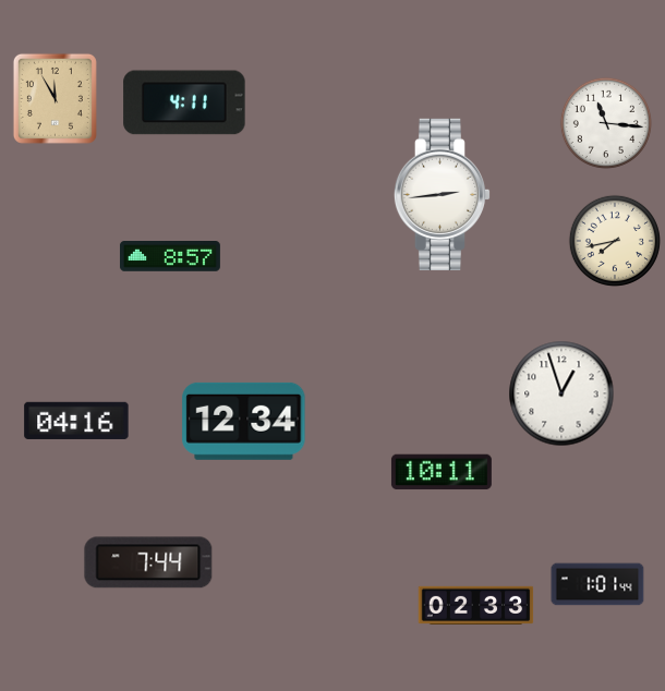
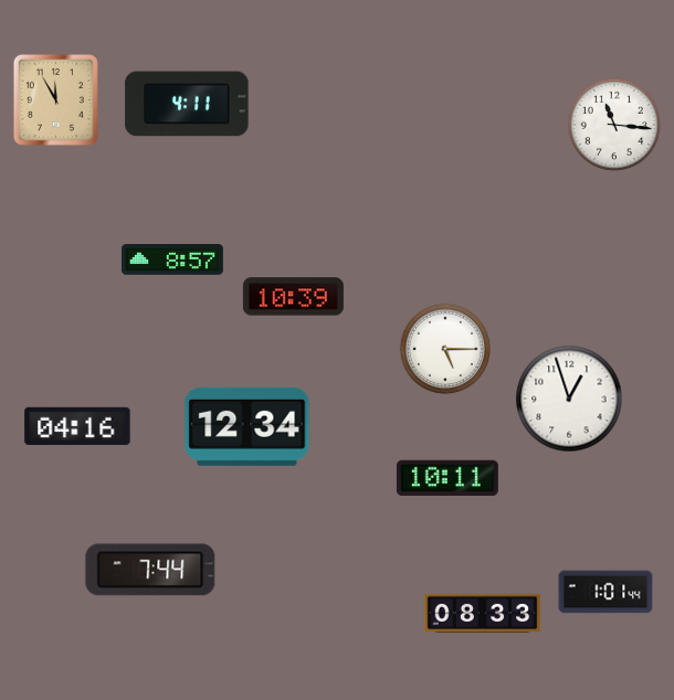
clock at (443, 194): 2:44 -> none
clock at (615, 241): 7:43 -> none
clock at (293, 297): none -> 10:39
clock at (445, 349): none -> 5:15
clock at (476, 605): 02:33 -> 08:33
